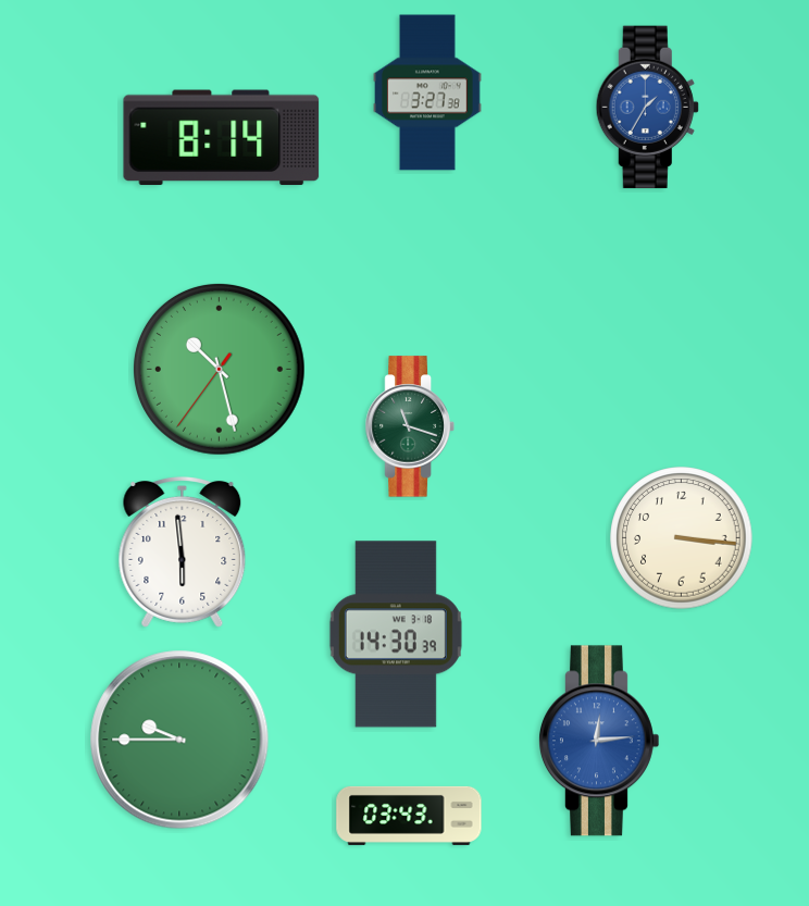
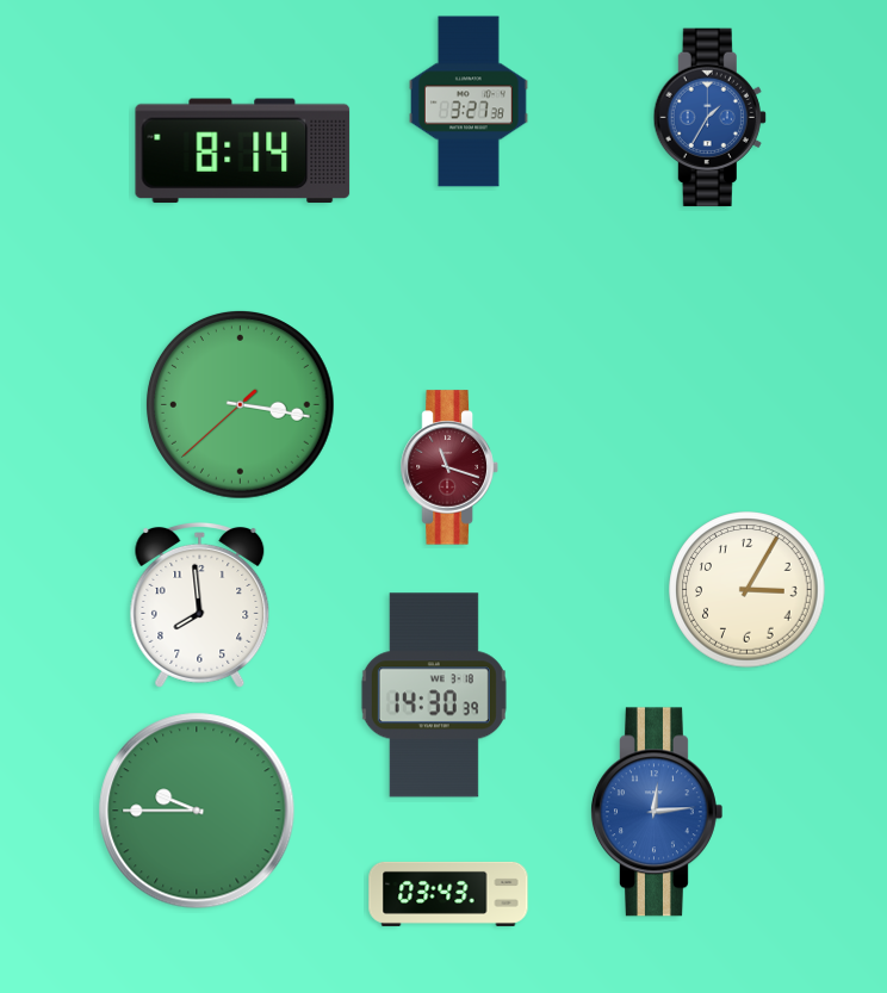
clock at (220, 370): 10:27 -> 3:16
clock at (410, 426) dial: green -> burgundy
clock at (682, 538): 3:16 -> 3:05
clock at (183, 551): 5:59 -> 7:59
